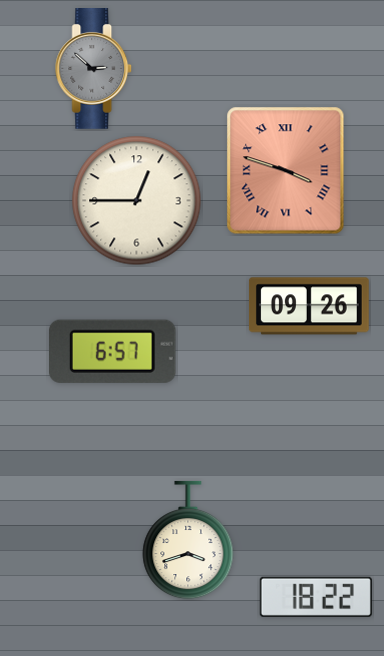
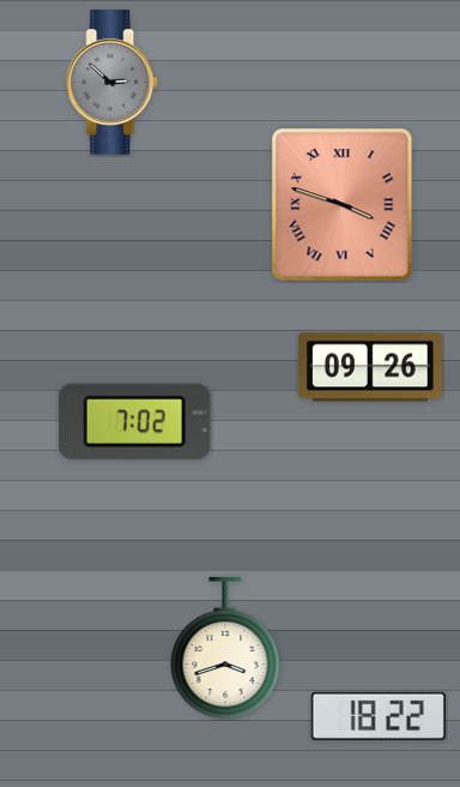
clock at (137, 201): 12:45 -> none
clock at (113, 351): 6:57 -> 7:02
